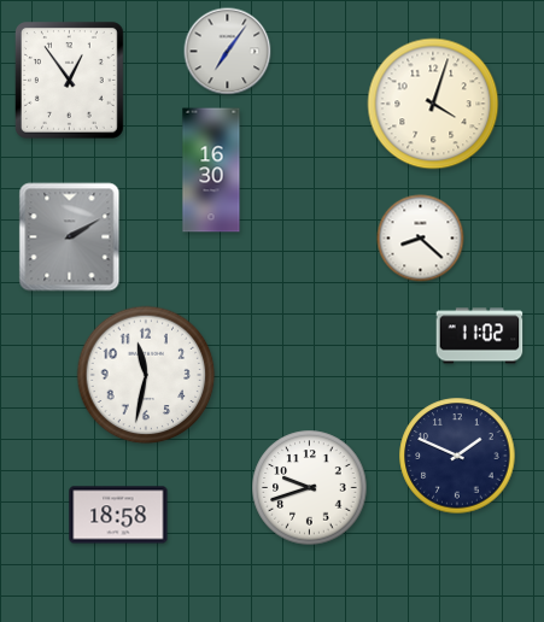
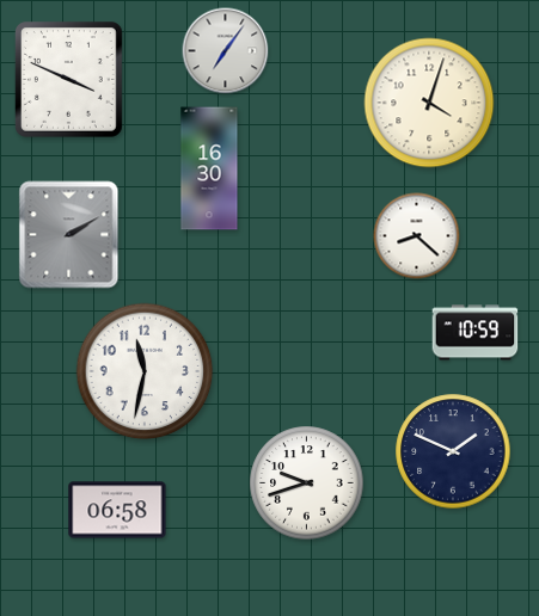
clock at (70, 81): 12:54 -> 3:49
clock at (480, 336): 11:02 -> 10:59
clock at (118, 515): 18:58 -> 06:58
